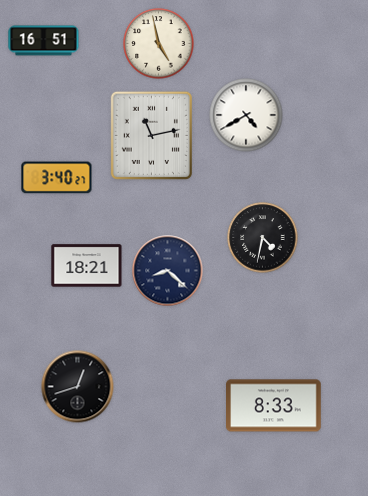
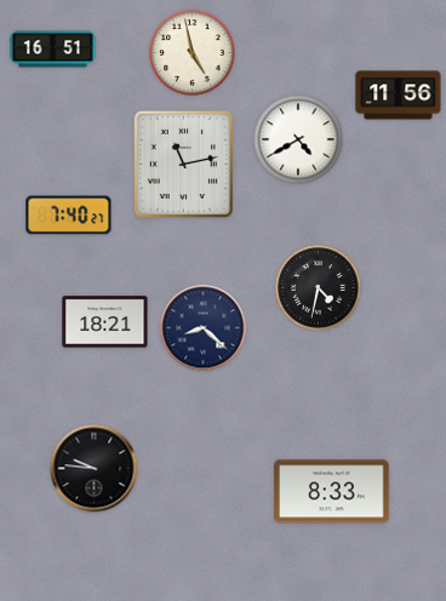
clock at (399, 96): none -> 11:56
clock at (57, 178): 3:40 -> 7:40
clock at (78, 387): 12:42 -> 9:46
